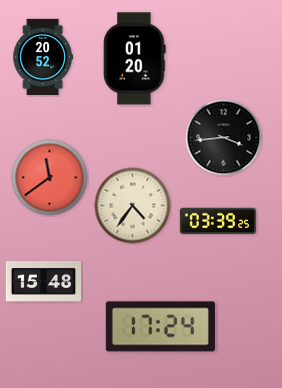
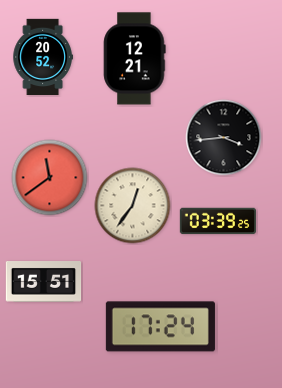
clock at (135, 59): 01:20 -> 12:21
clock at (133, 206): 4:36 -> 12:36
clock at (44, 282): 15:48 -> 15:51
